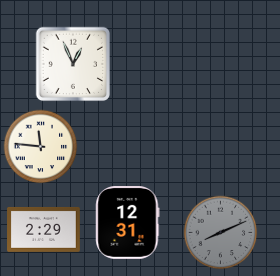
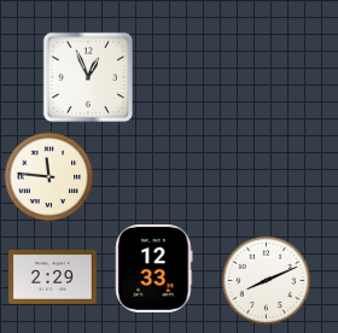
clock at (128, 223): 12:31 -> 12:33
clock at (221, 233) dial: grey -> white
